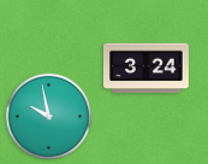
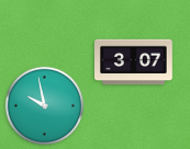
clock at (147, 69): 3:24 -> 3:07
